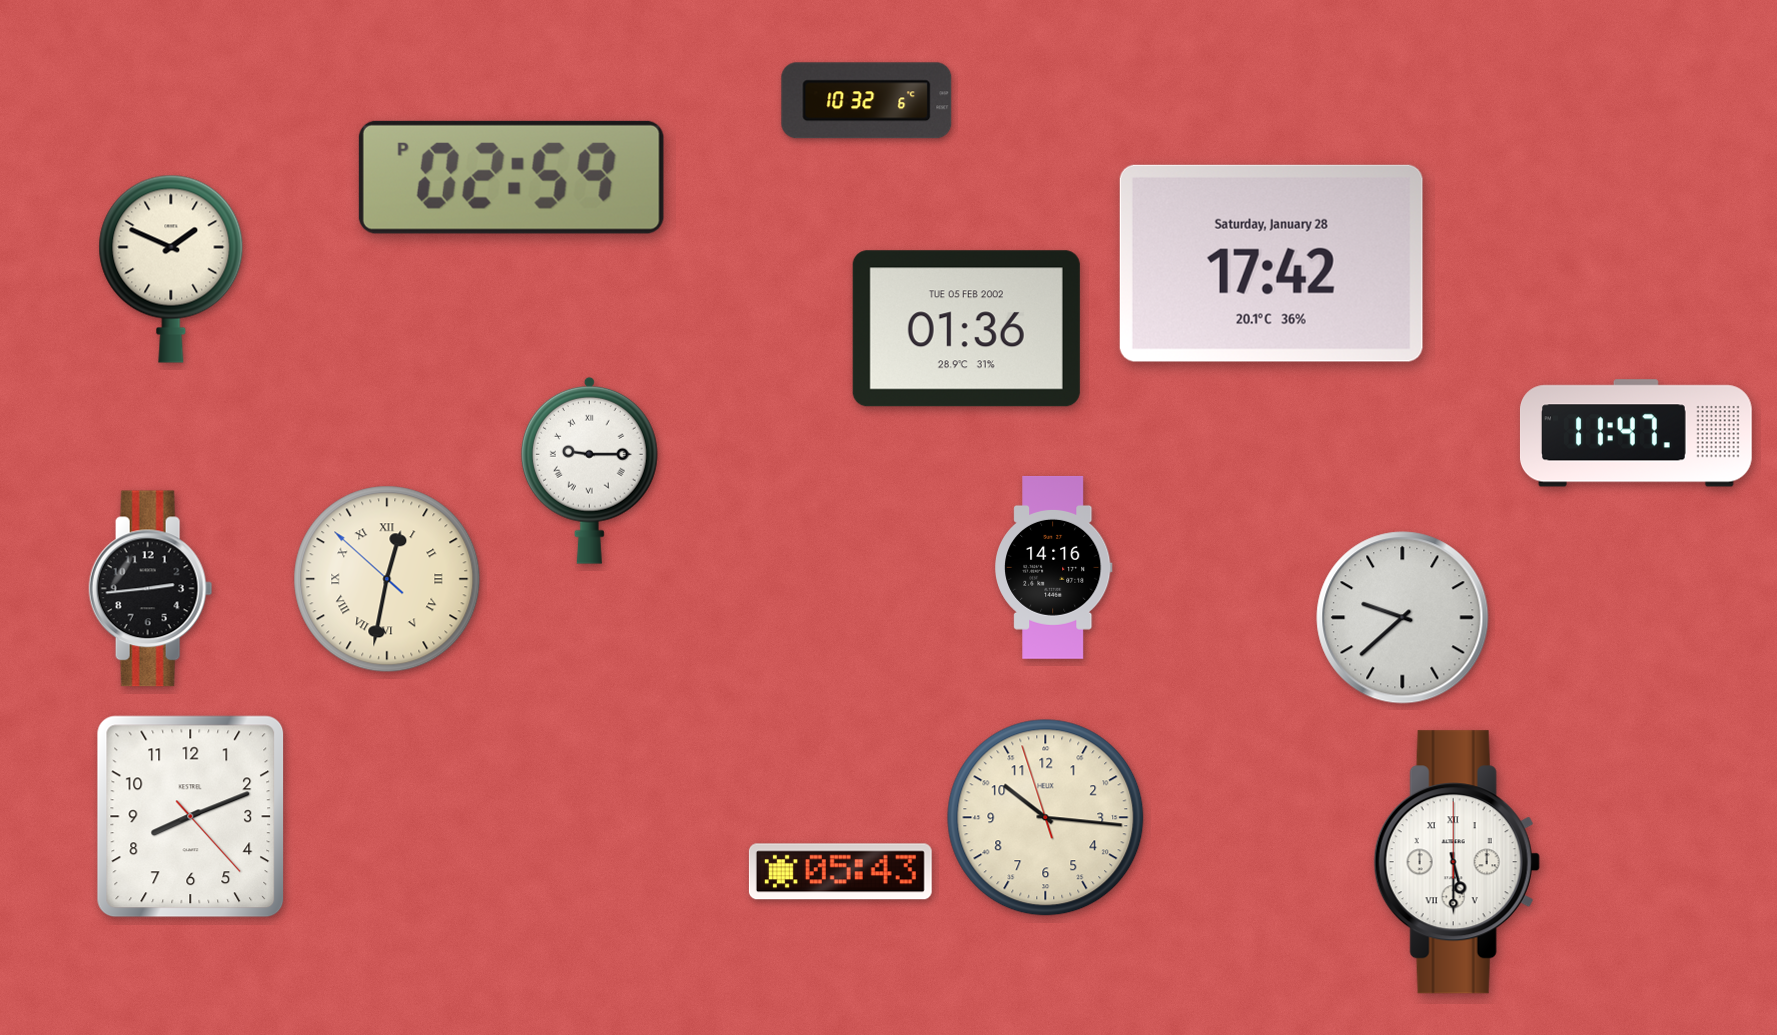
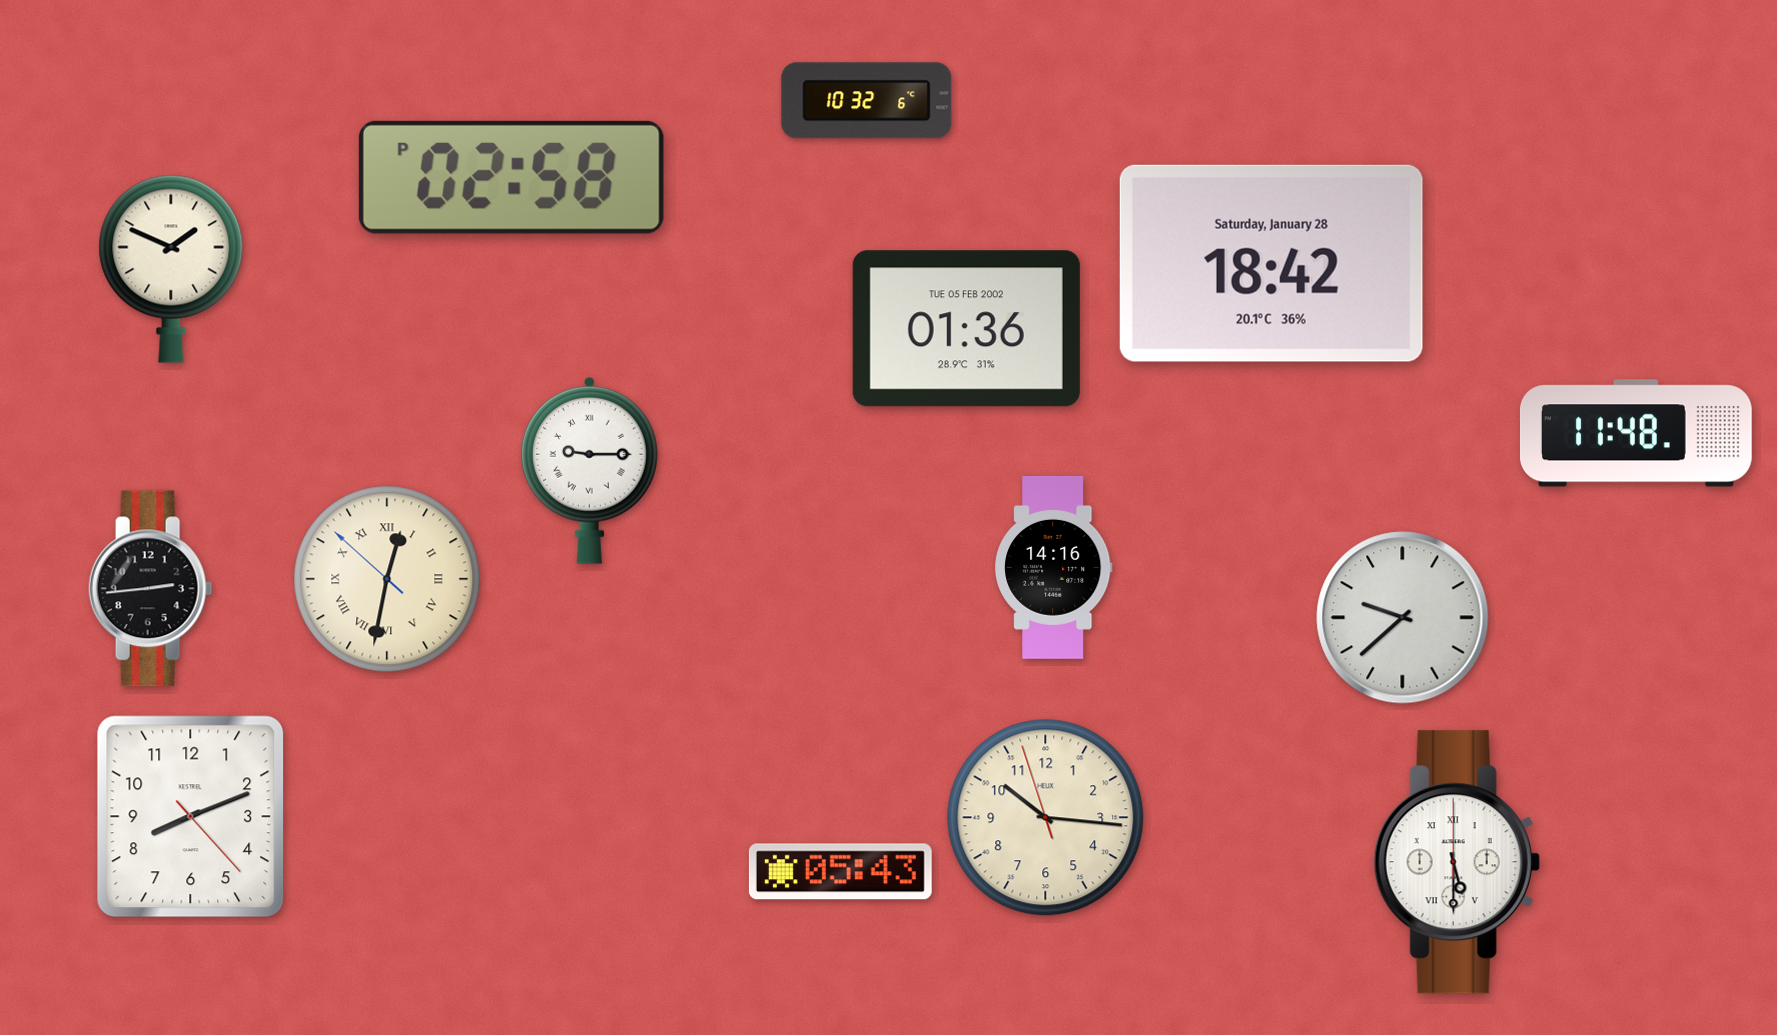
clock at (511, 177): 02:59 -> 02:58
clock at (1271, 263): 17:42 -> 18:42
clock at (1636, 433): 11:47 -> 11:48
